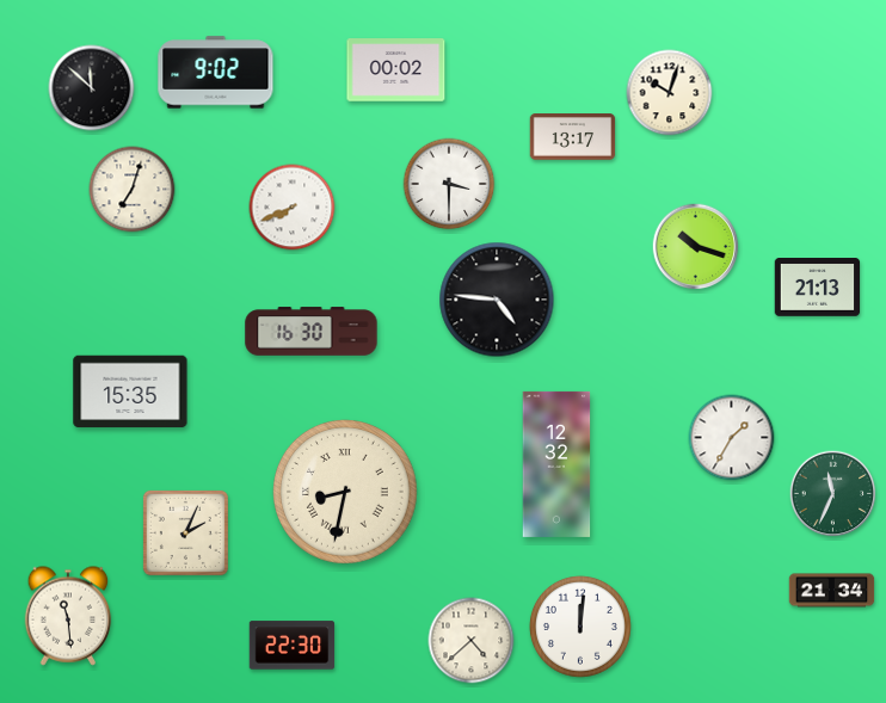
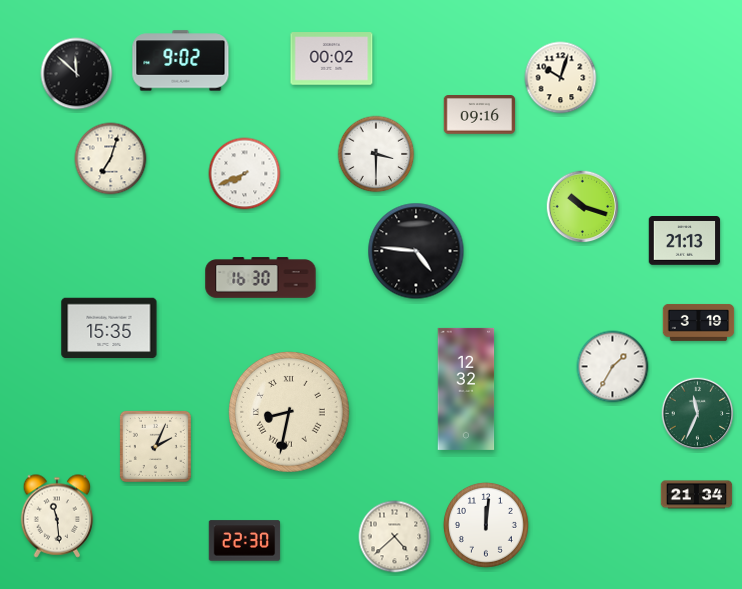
clock at (573, 137): 13:17 -> 09:16
clock at (699, 322): none -> 3:19
